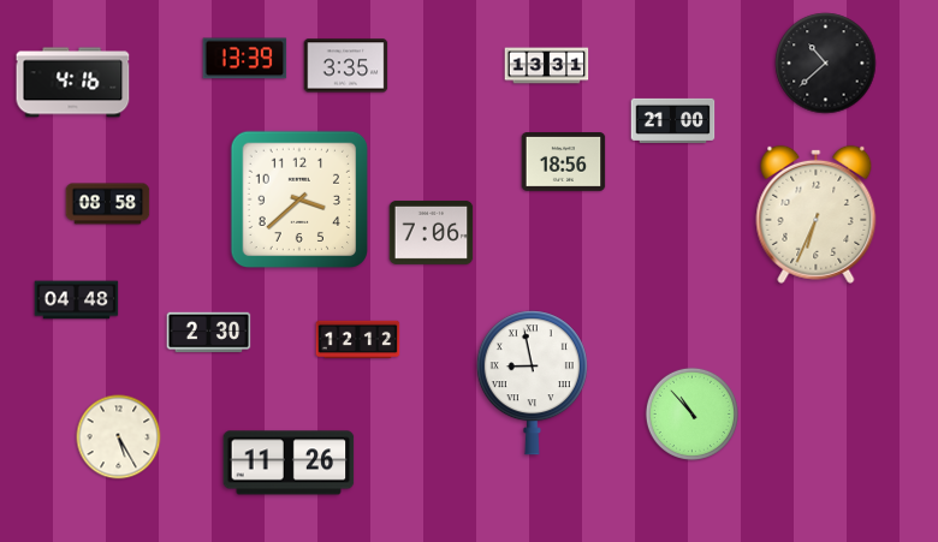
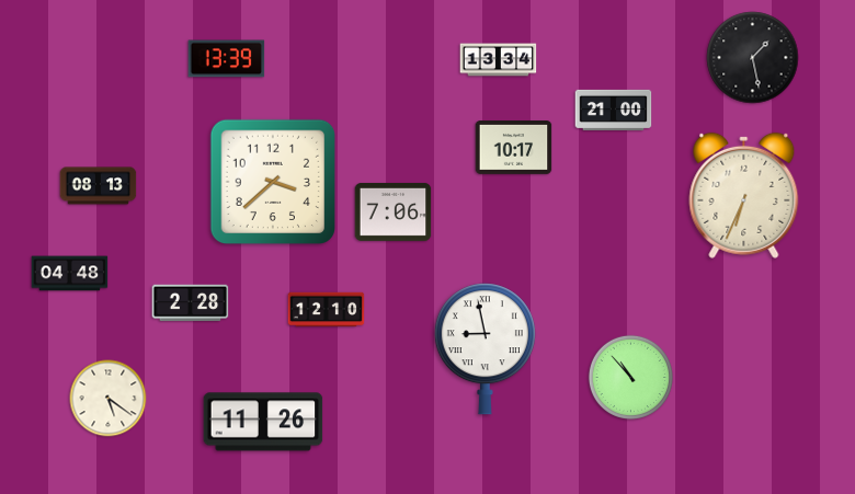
clock at (245, 59) position: (245, 59) -> (227, 59)
clock at (826, 64): 10:38 -> 1:28
clock at (346, 66): 3:35 -> none
clock at (547, 66): 13:31 -> 13:34
clock at (73, 83): 4:16 -> none
clock at (564, 162): 18:56 -> 10:17
clock at (108, 204): 08:58 -> 08:13
clock at (209, 333): 2:30 -> 2:28
clock at (358, 340): 12:12 -> 12:10
clock at (119, 437): 5:25 -> 5:21
